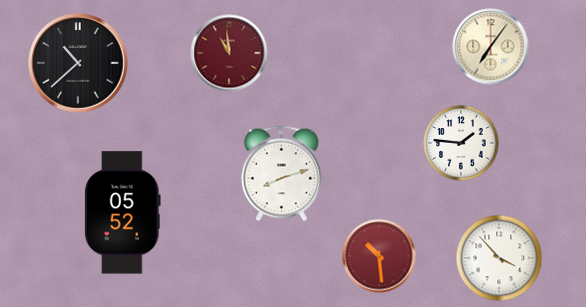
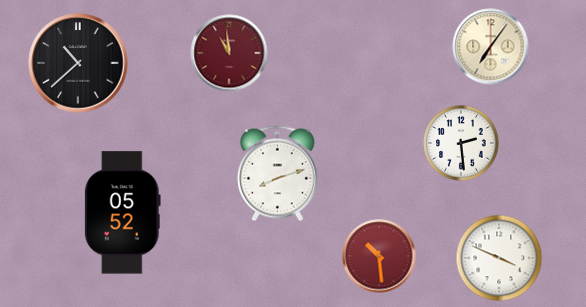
clock at (461, 143): 1:46 -> 2:29
clock at (281, 174) position: (281, 174) -> (277, 174)
clock at (499, 258): 3:53 -> 3:49
